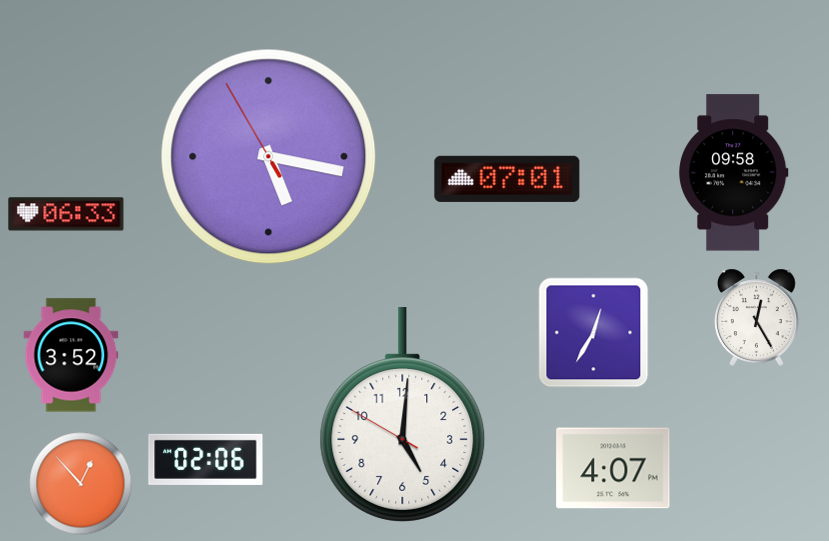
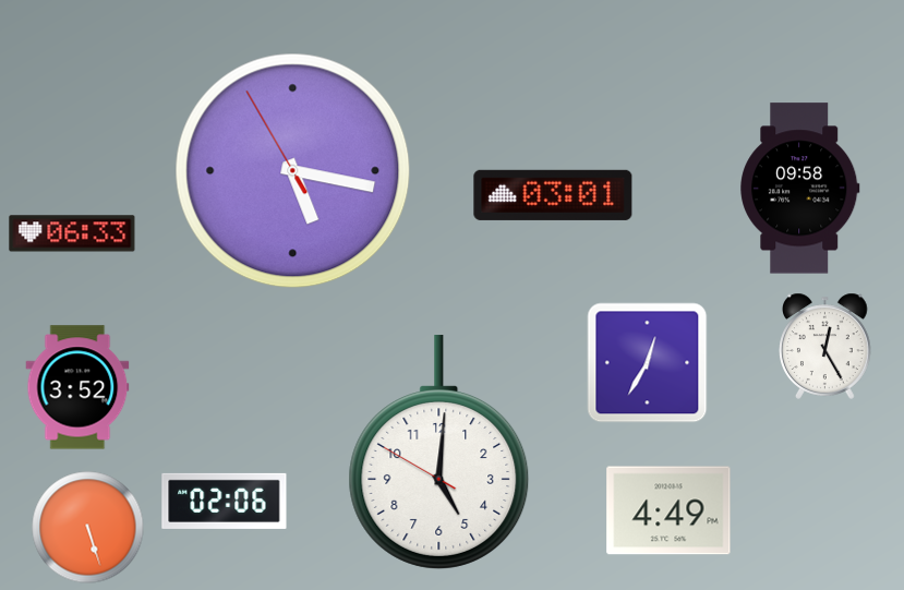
clock at (507, 179): 07:01 -> 03:01
clock at (613, 468): 4:07 -> 4:49
clock at (81, 484): 12:53 -> 5:27
